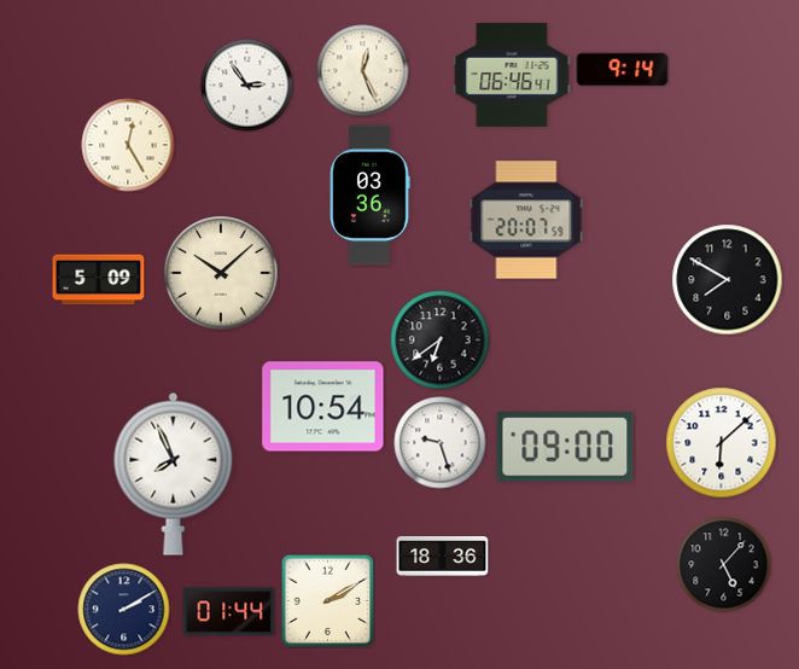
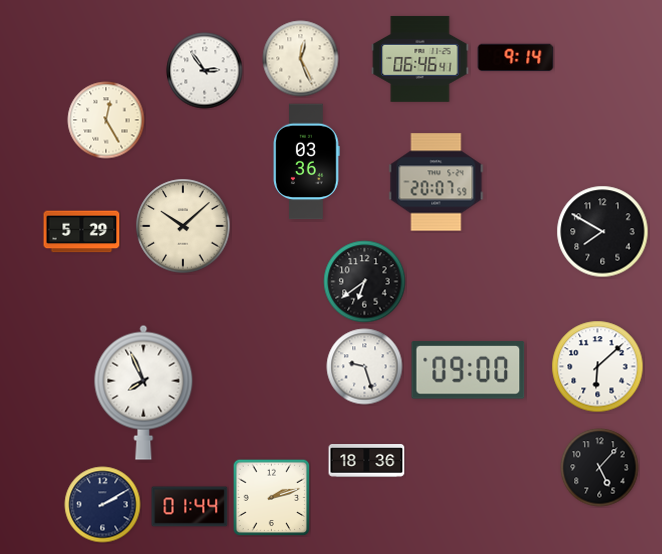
clock at (512, 75) position: (512, 75) -> (420, 59)
clock at (99, 280): 5:09 -> 5:29
clock at (323, 407): 10:54 -> none
clock at (327, 600): 2:10 -> 2:12
